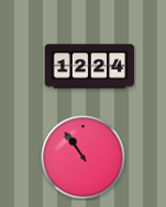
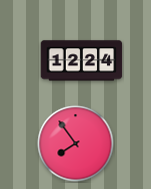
clock at (84, 158): 10:54 -> 7:54
